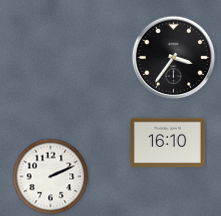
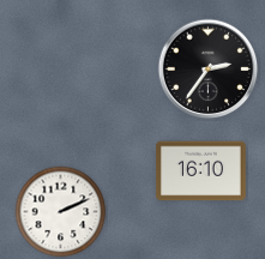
clock at (174, 58): 3:36 -> 2:36
